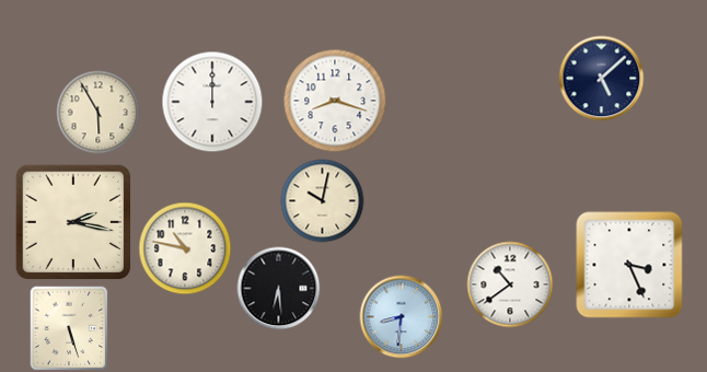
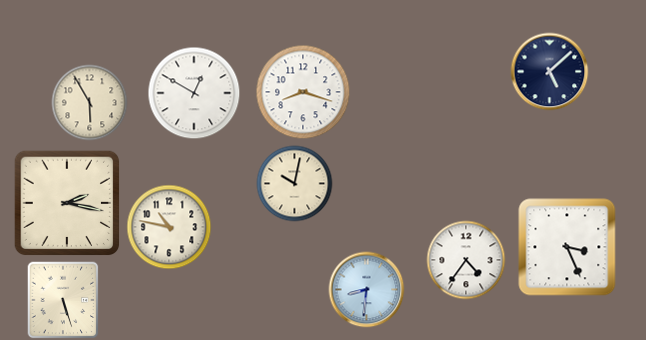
clock at (335, 101) position: (335, 101) -> (303, 92)
clock at (212, 102): 12:00 -> 12:50
clock at (629, 265) position: (629, 265) -> (567, 247)
clock at (510, 284): 10:39 -> 4:36
clock at (279, 289): 6:29 -> none
